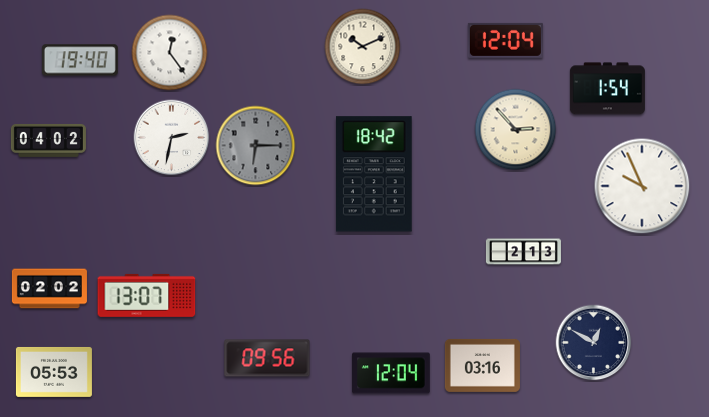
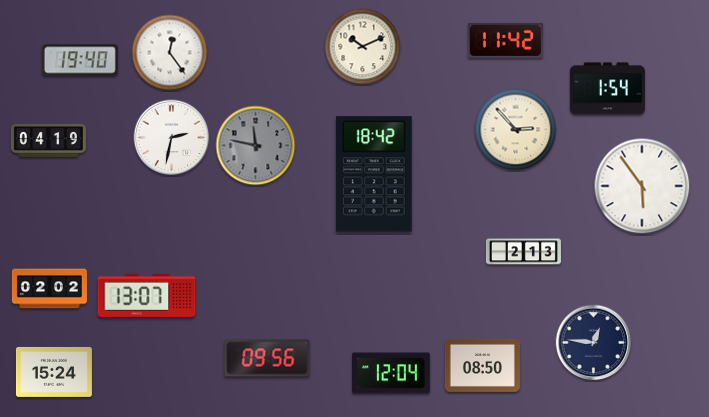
clock at (505, 40): 12:04 -> 11:42
clock at (48, 140): 04:02 -> 04:19
clock at (256, 146): 6:15 -> 11:47
clock at (642, 186): 9:56 -> 5:54
clock at (594, 343): 12:50 -> 12:46
clock at (482, 365): 03:16 -> 08:50
clock at (54, 372): 05:53 -> 15:24
